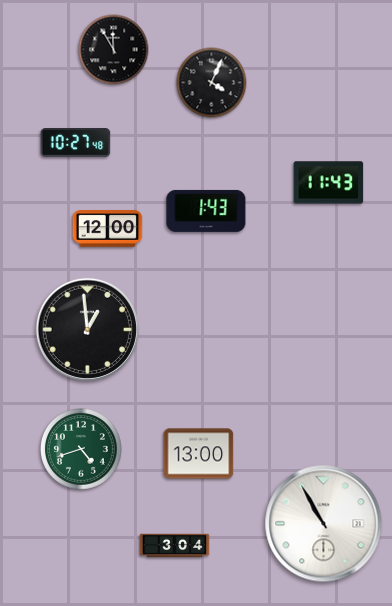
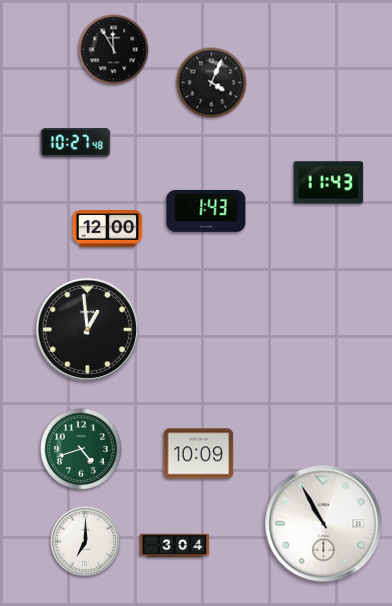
clock at (199, 454): 13:00 -> 10:09
clock at (86, 542): none -> 7:00
